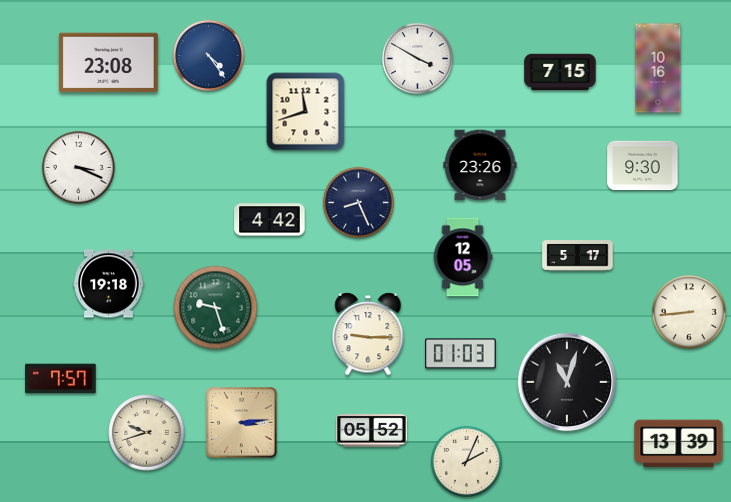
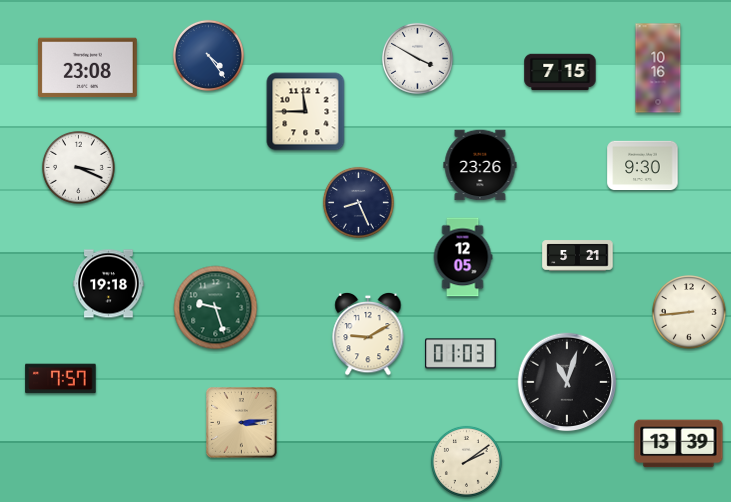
clock at (108, 63) position: (108, 63) -> (87, 68)
clock at (306, 112): 11:42 -> 11:45
clock at (270, 220): 4:42 -> none
clock at (578, 256): 5:17 -> 5:21
clock at (368, 334): 9:15 -> 9:10
clock at (372, 431): 05:52 -> none
clock at (147, 433): 9:42 -> none
clock at (466, 461): 2:04 -> 2:09
